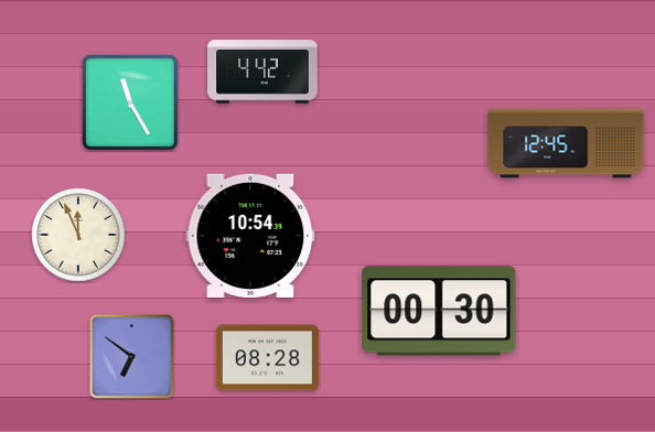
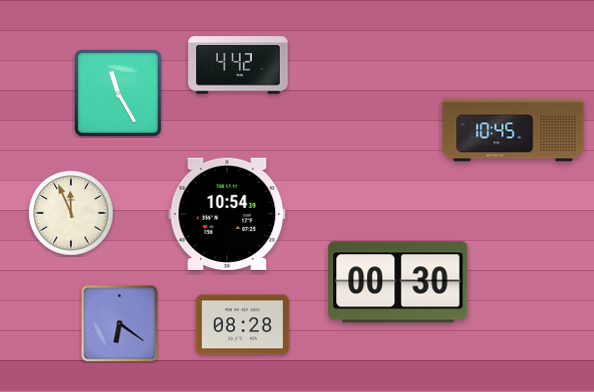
clock at (566, 143): 12:45 -> 10:45
clock at (132, 357): 6:51 -> 6:21
